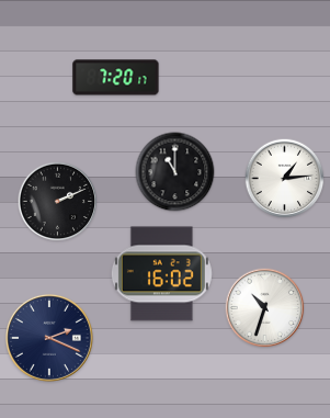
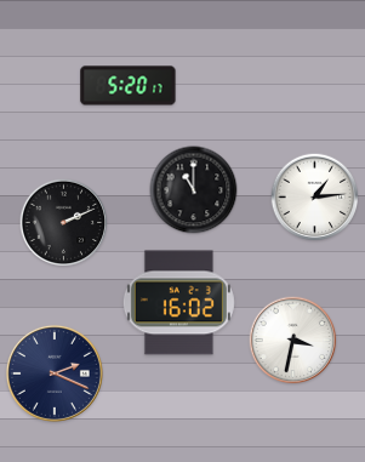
clock at (116, 78): 7:20 -> 5:20
clock at (265, 308): 10:33 -> 3:32
